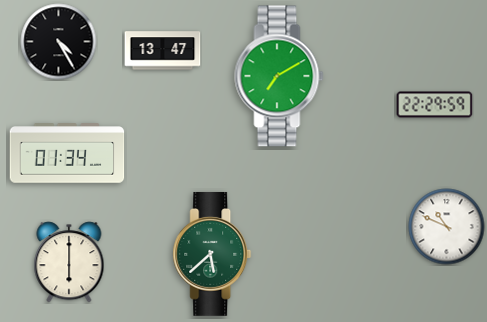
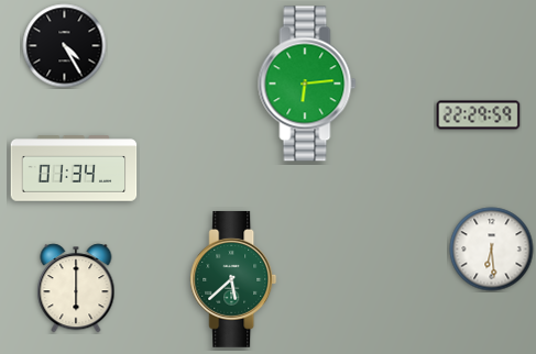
clock at (163, 51): 13:47 -> none
clock at (279, 76): 7:10 -> 6:14
clock at (447, 227): 10:49 -> 6:29
